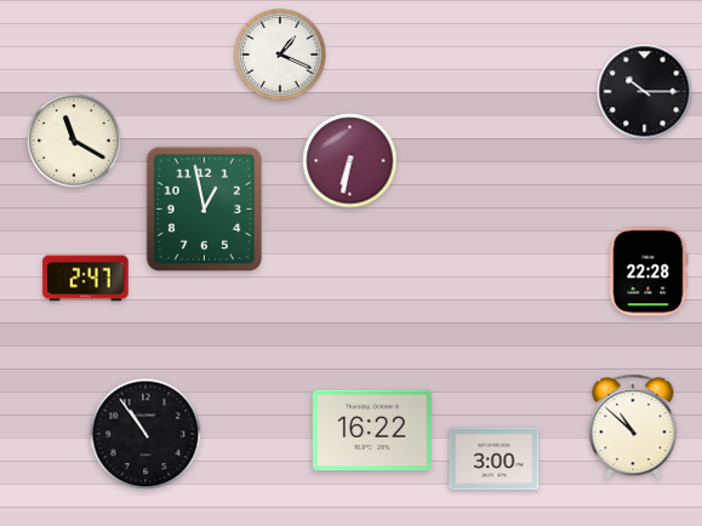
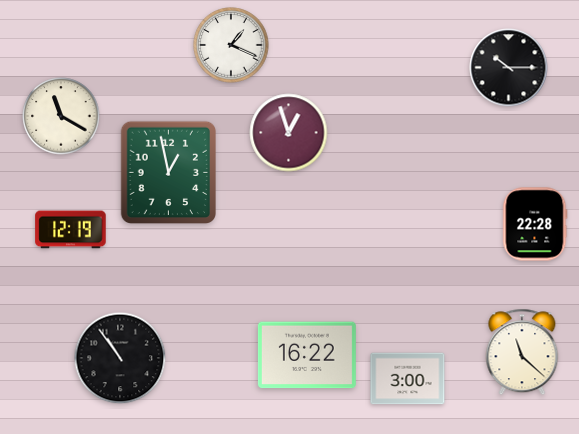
clock at (645, 92) position: (645, 92) -> (509, 68)
clock at (350, 161): 6:32 -> 12:57
clock at (86, 279): 2:47 -> 12:19
clock at (633, 427): 10:52 -> 11:22
